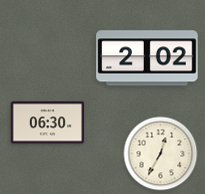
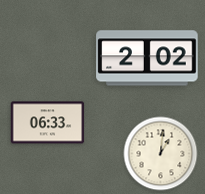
clock at (48, 123): 06:30 -> 06:33
clock at (161, 154): 12:35 -> 1:01
